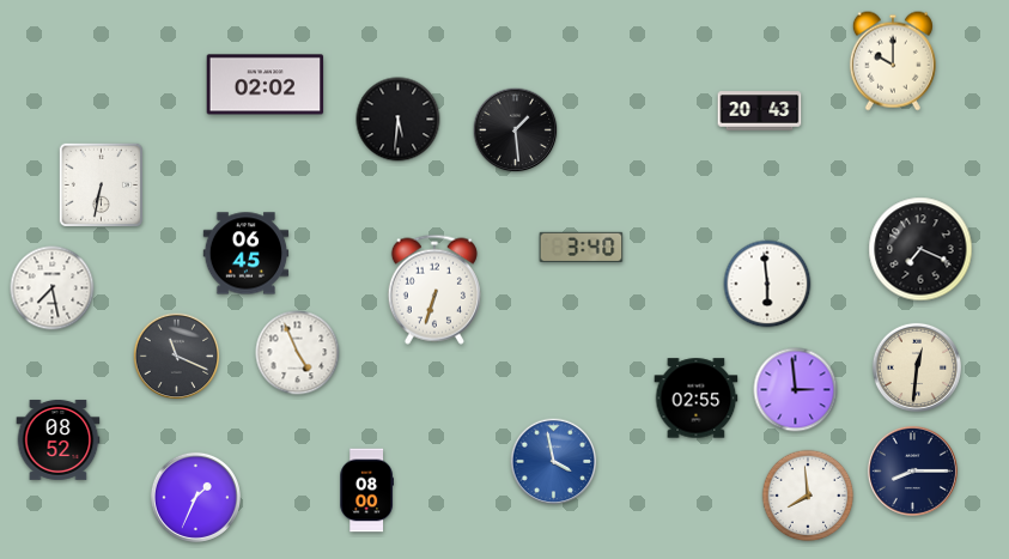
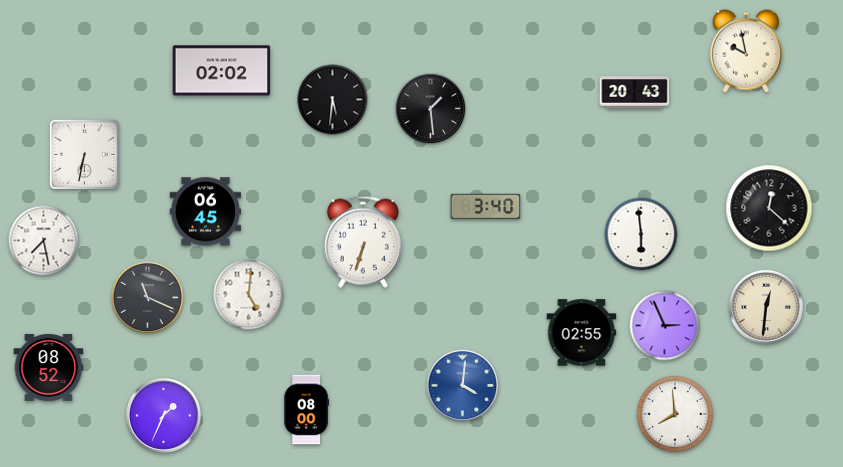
clock at (893, 61): 10:00 -> 9:58
clock at (920, 249): 7:19 -> 12:22
clock at (767, 284) position: (767, 284) -> (641, 234)
clock at (298, 353): 4:56 -> 5:01
clock at (796, 390): 2:59 -> 2:56
clock at (554, 462): 3:58 -> 4:01
clock at (912, 470): 8:15 -> none
